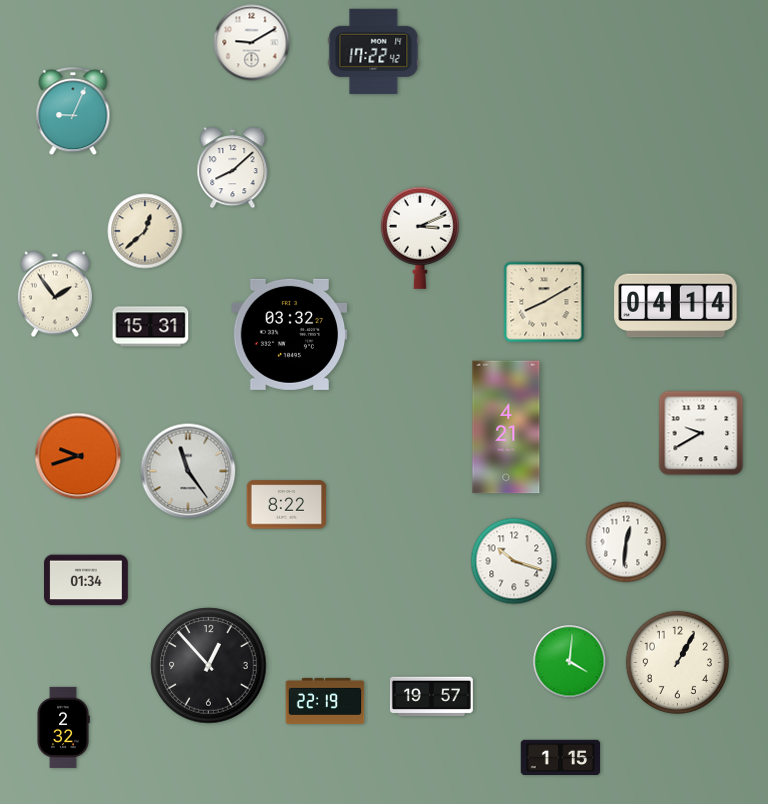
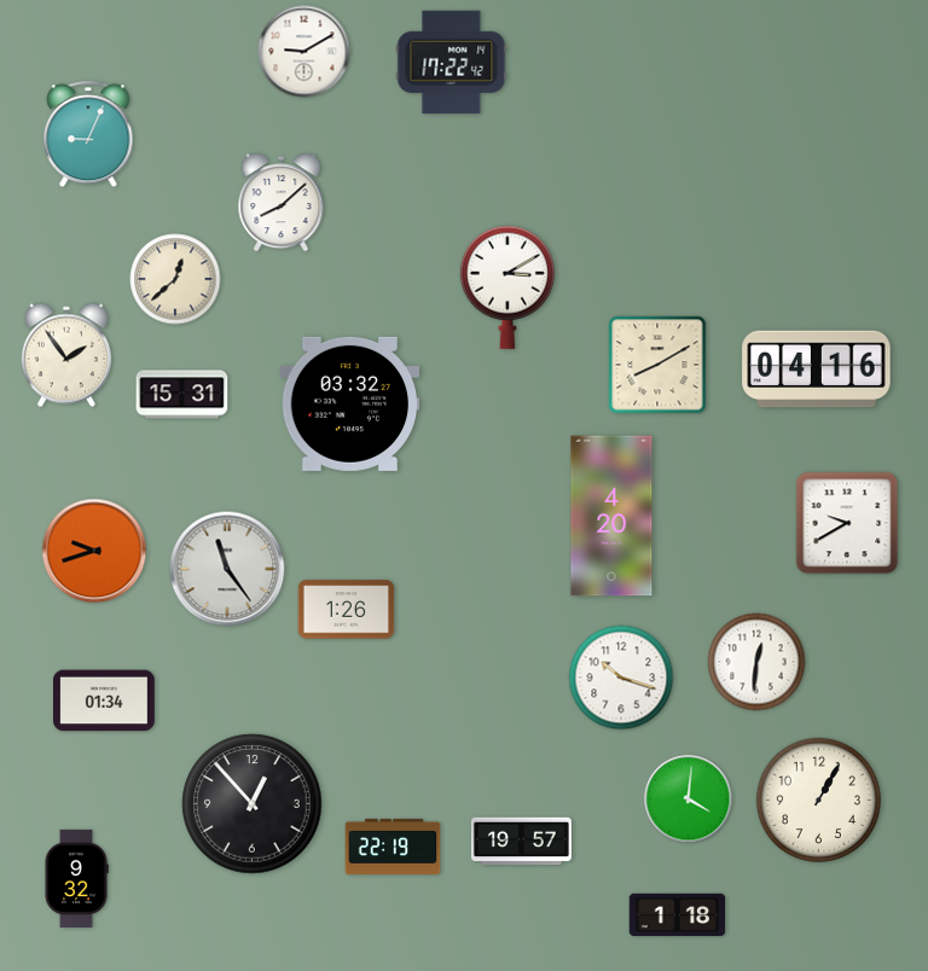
clock at (420, 238): 3:11 -> 3:10
clock at (676, 306): 04:14 -> 04:16
clock at (506, 427): 4:21 -> 4:20
clock at (287, 505): 8:22 -> 1:26
clock at (626, 542) position: (626, 542) -> (756, 662)
clock at (63, 727): 2:32 -> 9:32
clock at (561, 757): 1:15 -> 1:18
